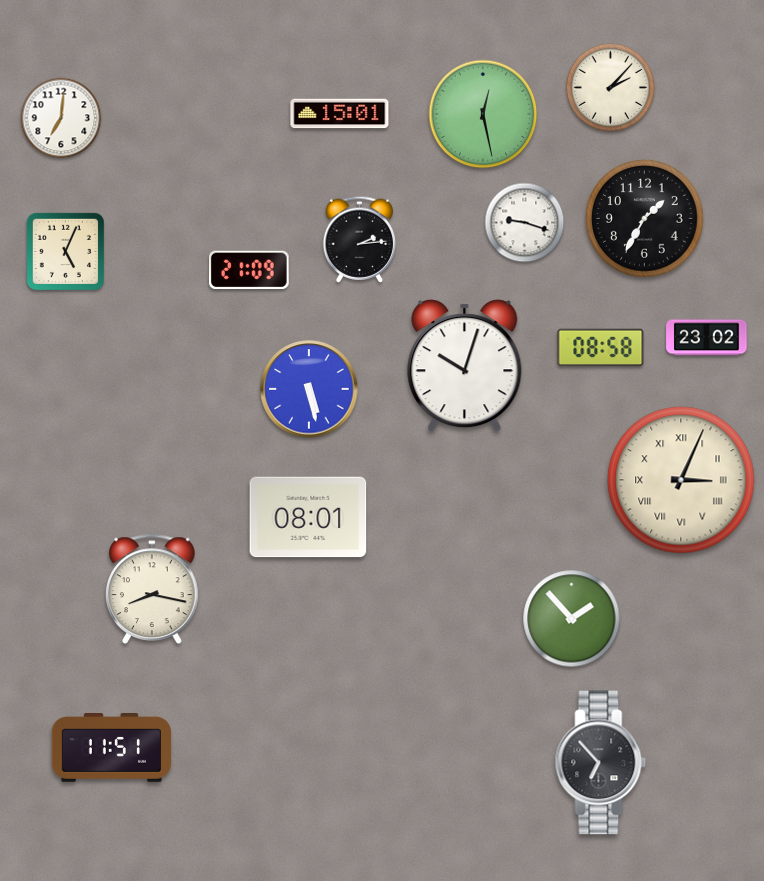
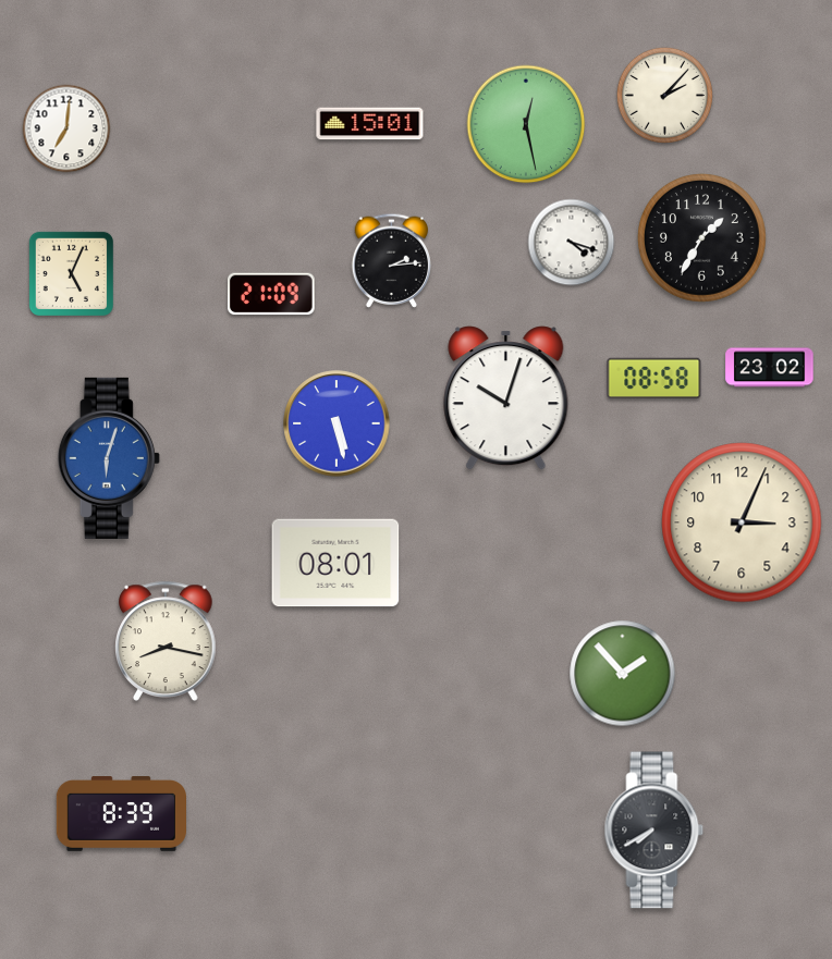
clock at (525, 223): 9:18 -> 4:18
clock at (109, 458): none -> 6:03
clock at (681, 480) numerals: Roman -> Arabic
clock at (111, 748): 11:51 -> 8:39
clock at (601, 763): 6:53 -> 7:40
